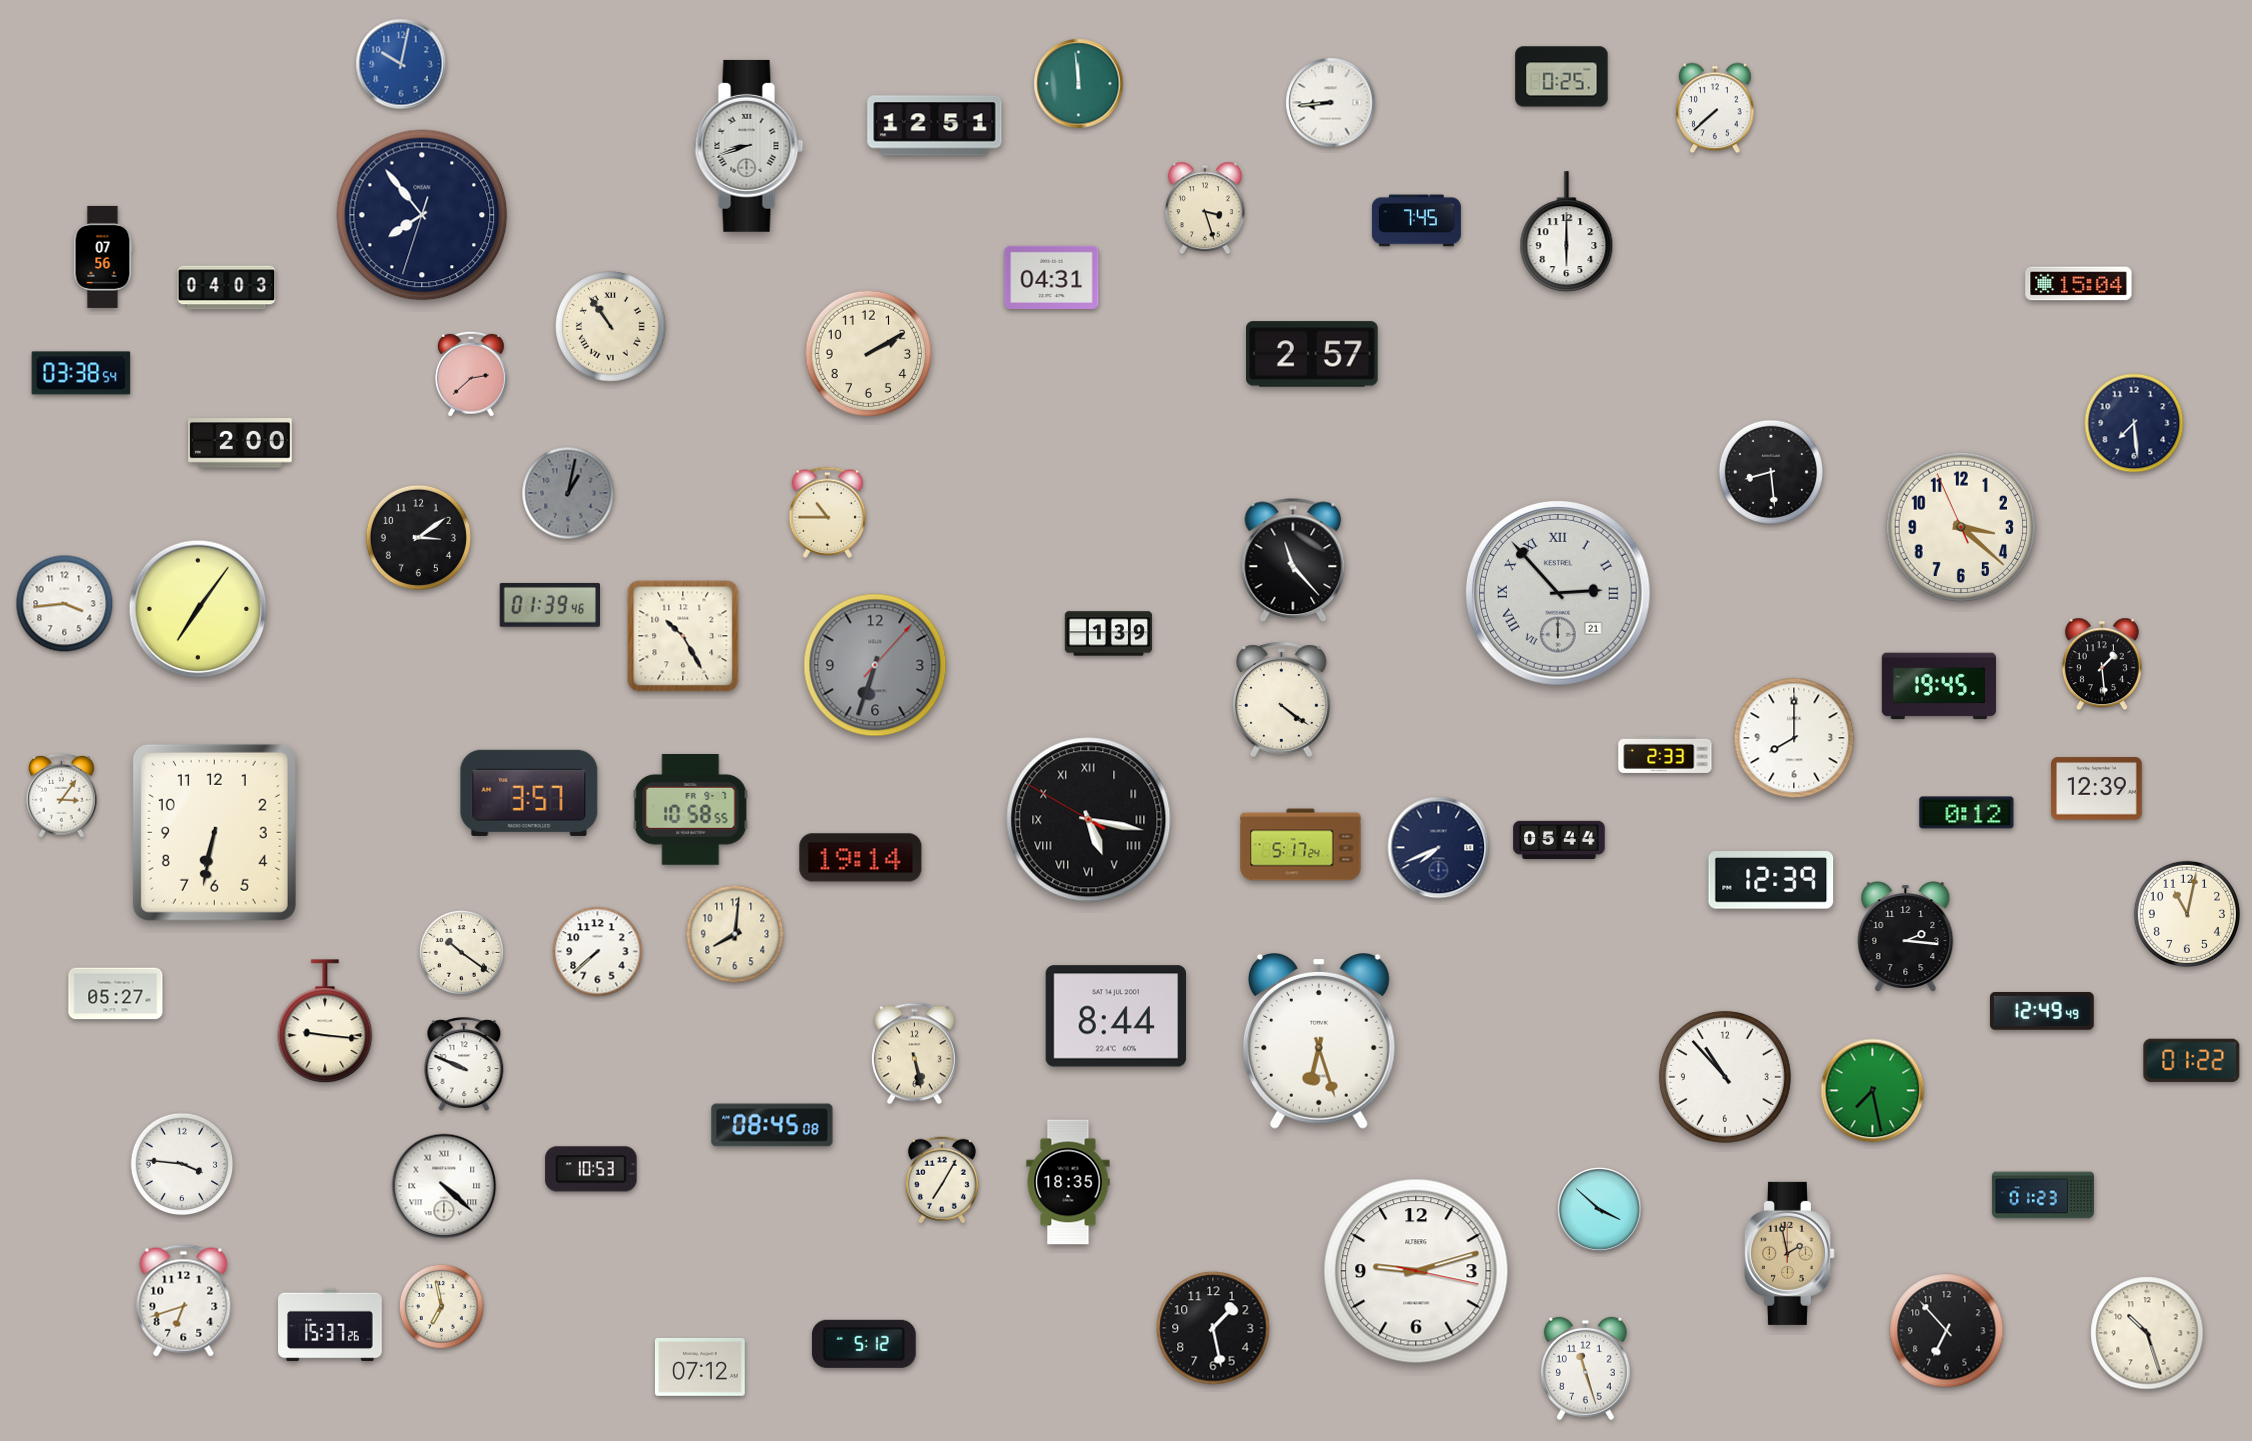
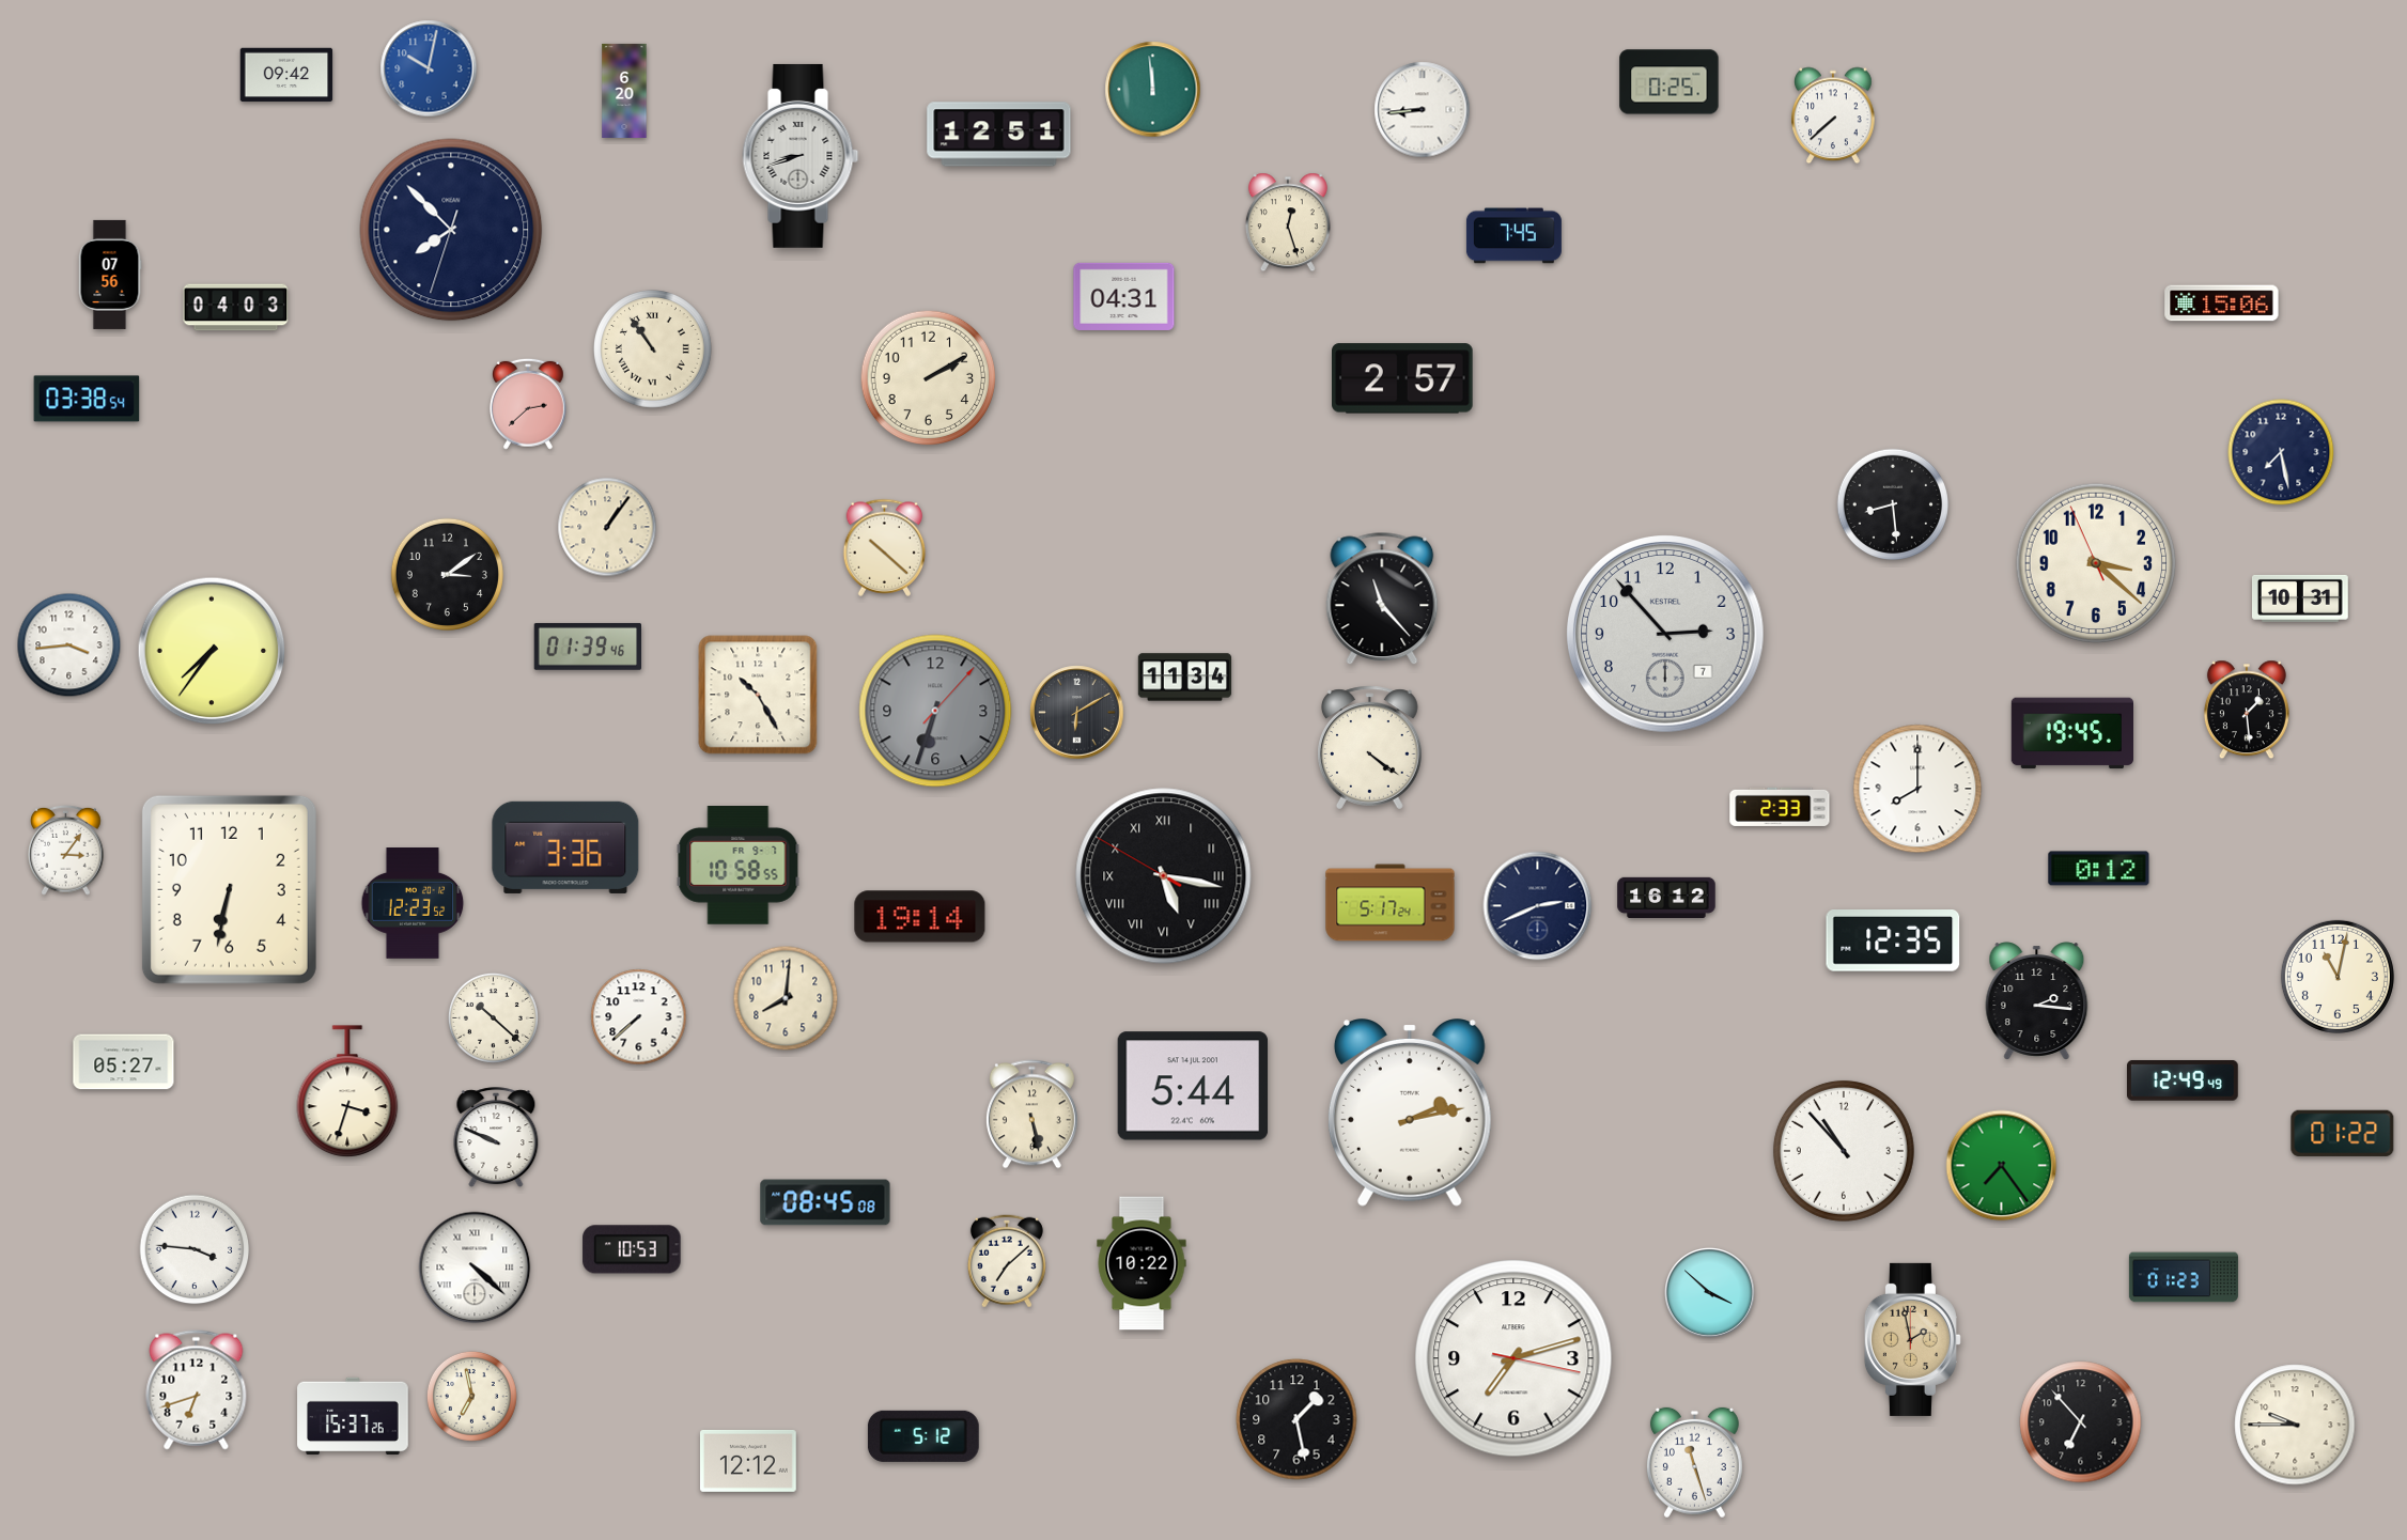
clock at (286, 75): none -> 09:42
clock at (624, 91): none -> 6:20
clock at (1205, 208): 3:27 -> 12:27
clock at (422, 215): 7:53 -> 7:52
clock at (1567, 232): 6:00 -> none
clock at (2079, 284): 15:04 -> 15:06
clock at (227, 288) position: (227, 288) -> (236, 308)
clock at (472, 374) position: (472, 374) -> (529, 404)
clock at (2134, 423): 7:29 -> 7:28
clock at (241, 443): 2:00 -> none
clock at (568, 493): 1:02 -> 1:06
clock at (568, 493) dial: grey -> cream
clock at (828, 512): 10:45 -> 10:22
clock at (2300, 598): none -> 10:31
clock at (1559, 594) date: 21 -> 7
clock at (1559, 594) numerals: Roman -> Arabic
clock at (198, 609): 7:06 -> 7:36
clock at (1109, 634): 1:39 -> 11:34
clock at (683, 636) position: (683, 636) -> (758, 695)
clock at (1077, 713): none -> 6:10
clock at (2097, 789): 12:39 -> none
clock at (529, 793): 3:57 -> 3:36
clock at (1967, 813) position: (1967, 813) -> (2099, 869)
clock at (1559, 839): 05:44 -> 16:12
clock at (413, 904): none -> 12:23
clock at (1439, 848): 7:41 -> 2:41
clock at (1771, 881): 12:39 -> 12:35
clock at (461, 952): 10:21 -> 10:22
clock at (1116, 1016): 8:44 -> 5:44
clock at (325, 1021): 9:16 -> 3:33
clock at (1319, 1042): 6:27 -> 2:13
clock at (914, 1054) position: (914, 1054) -> (1031, 1115)
clock at (1873, 1091): 7:28 -> 7:24
clock at (182, 1164) position: (182, 1164) -> (195, 1249)
clock at (942, 1180): 7:05 -> 7:08
clock at (1068, 1182): 18:35 -> 10:22
clock at (1416, 1271): 9:12 -> 7:12
clock at (2147, 1333): 10:27 -> 9:45
clock at (700, 1367): 07:12 -> 12:12
